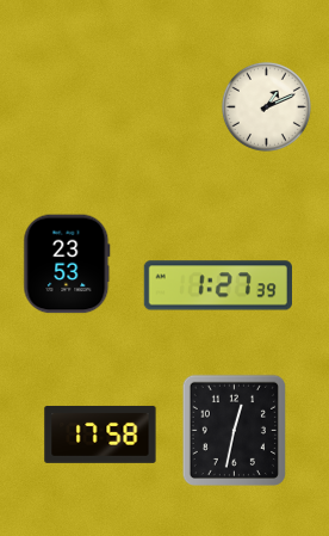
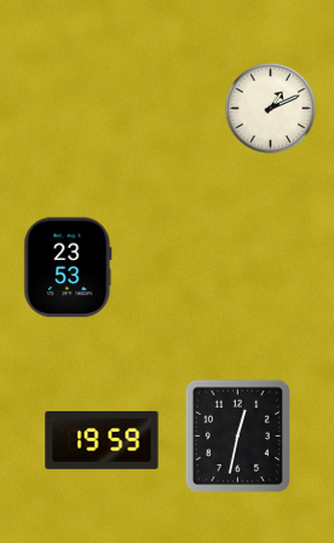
clock at (218, 285): 1:27 -> none
clock at (100, 435): 17:58 -> 19:59
